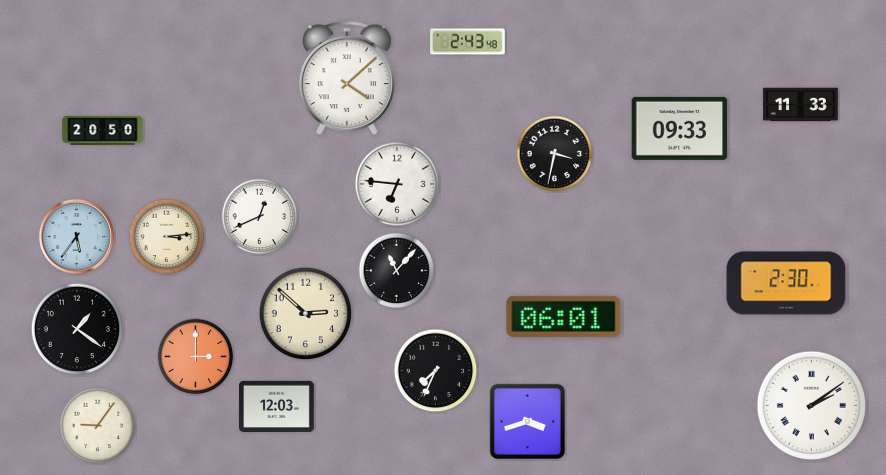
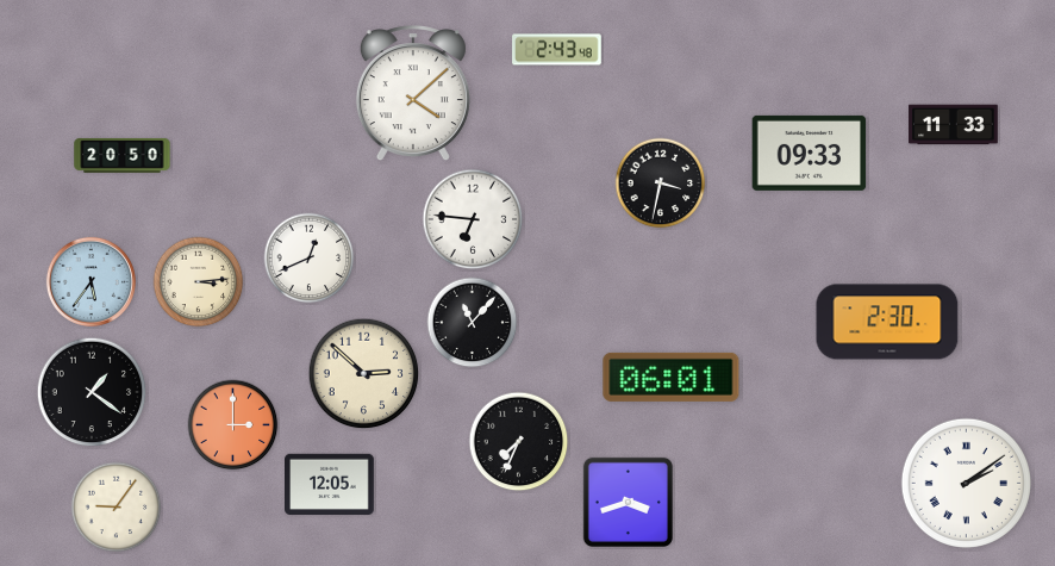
clock at (786, 283) position: (786, 283) -> (887, 322)
clock at (277, 406): 12:03 -> 12:05
